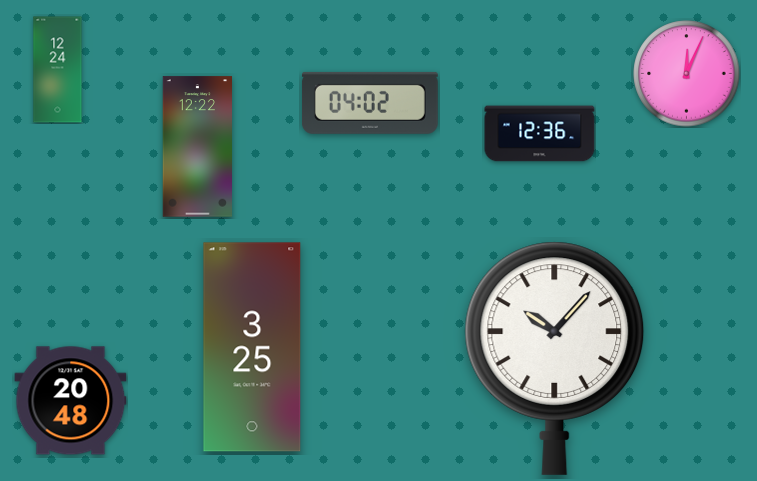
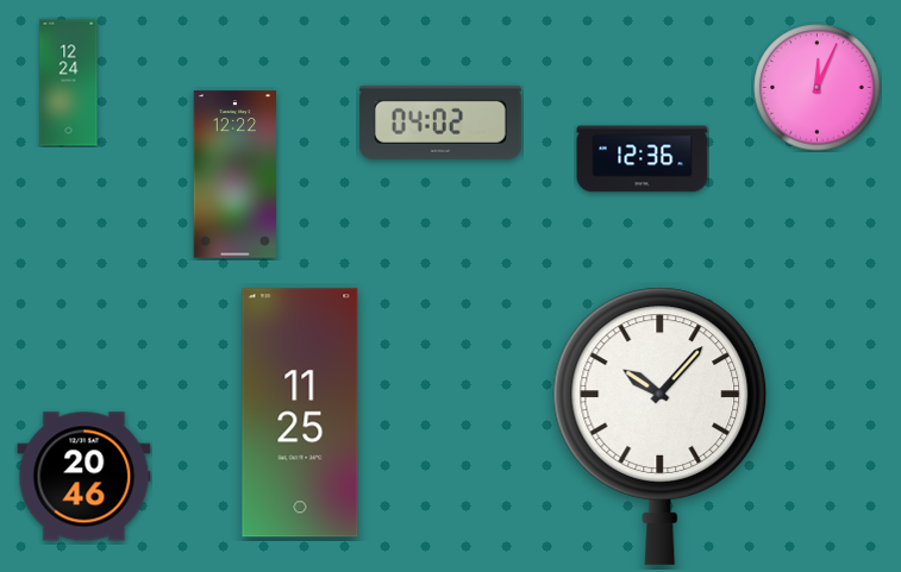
clock at (252, 347): 3:25 -> 11:25
clock at (71, 401): 20:48 -> 20:46
